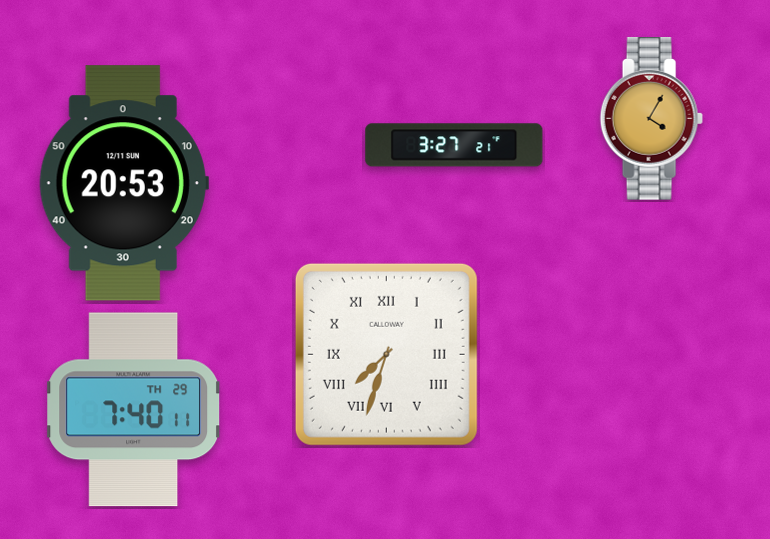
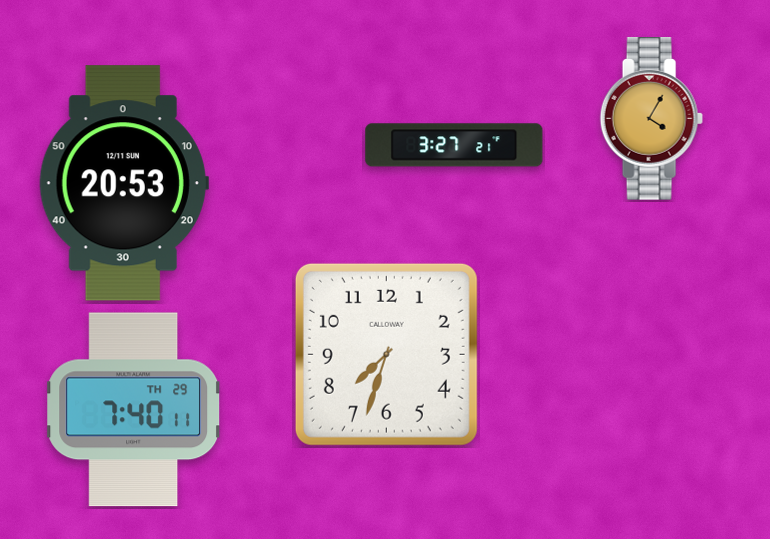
clock at (386, 354) numerals: Roman -> Arabic
